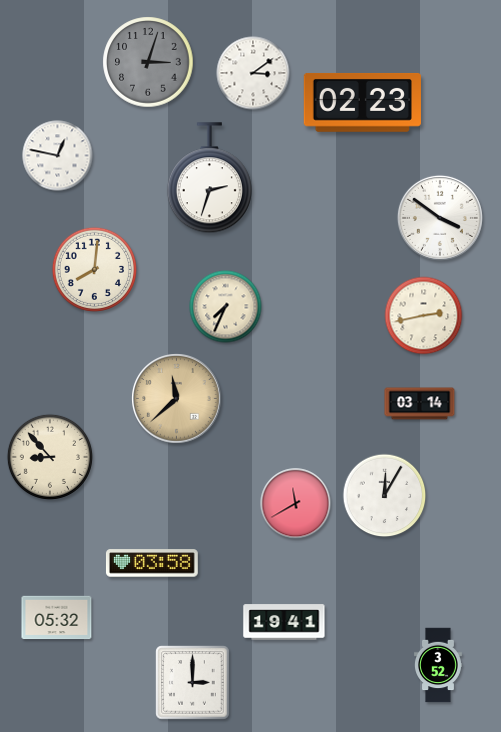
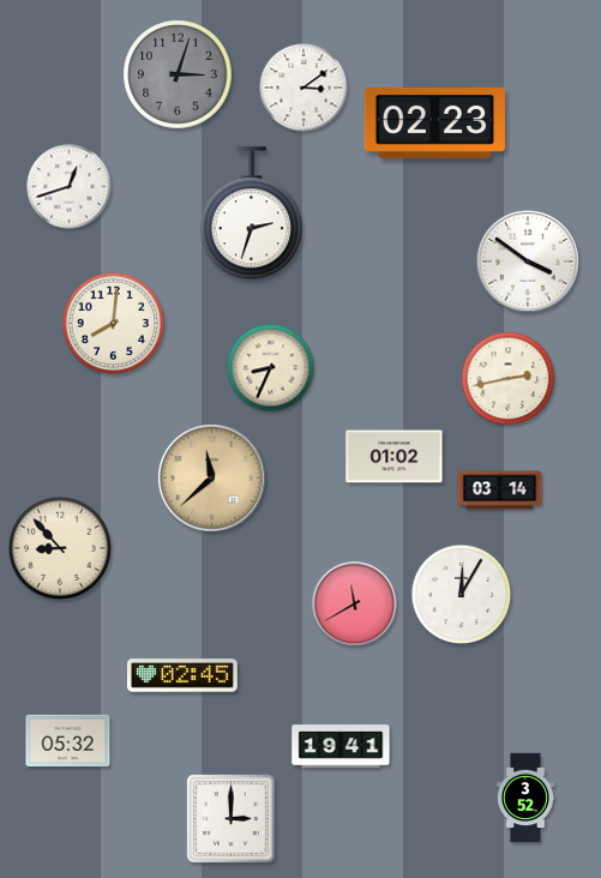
clock at (58, 156): 12:47 -> 12:42
clock at (226, 307): 7:34 -> 8:34
clock at (395, 457): none -> 01:02
clock at (420, 404) position: (420, 404) -> (500, 491)
clock at (152, 563): 03:58 -> 02:45
